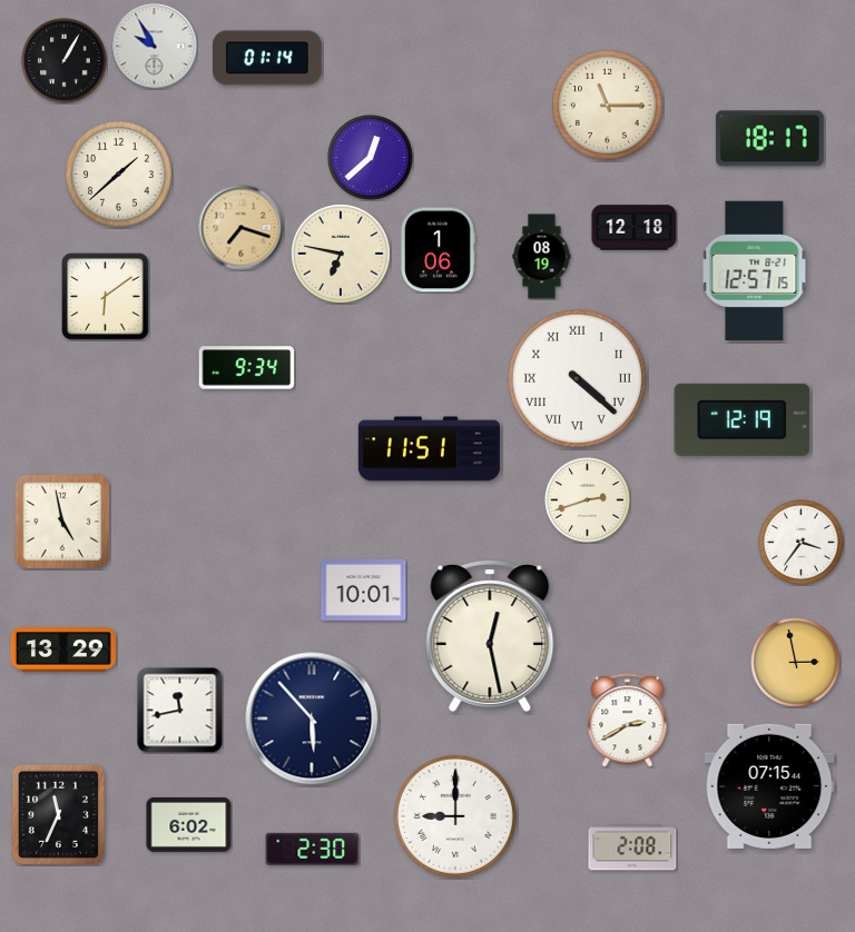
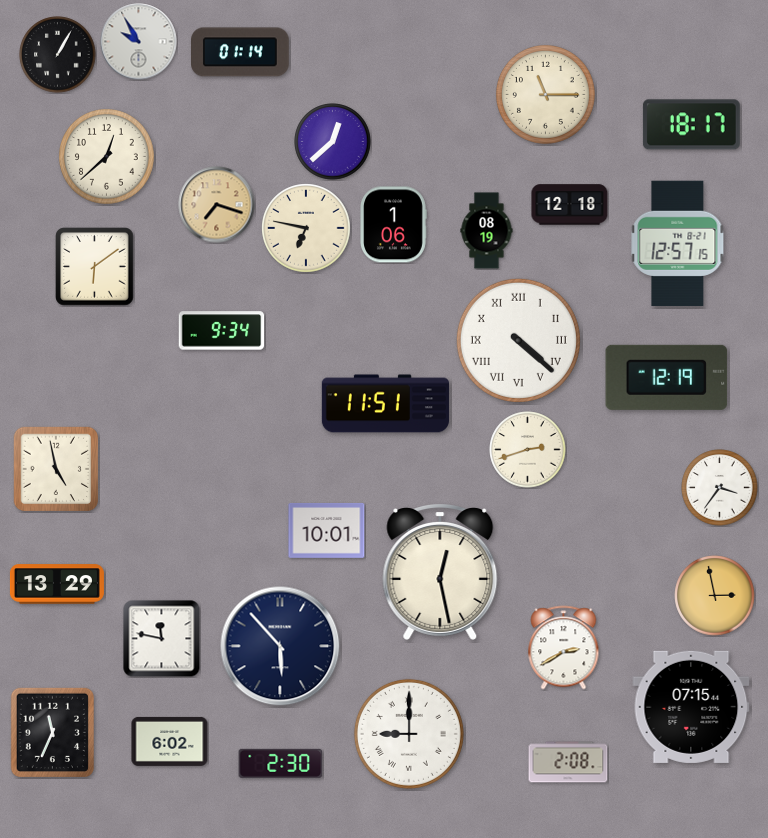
clock at (119, 175): 1:38 -> 12:38
clock at (180, 711): 11:43 -> 11:47
